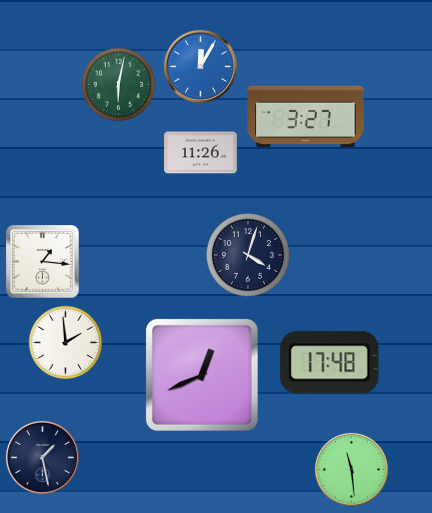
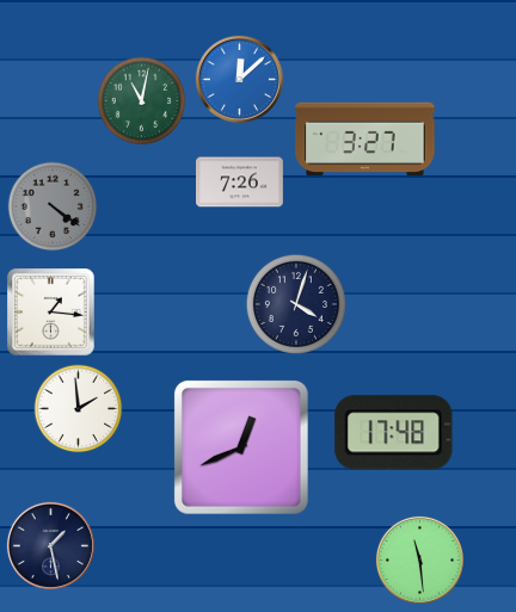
clock at (200, 66): 12:05 -> 12:08
clock at (119, 85): 6:02 -> 11:02
clock at (201, 153): 11:26 -> 7:26
clock at (53, 206): none -> 4:21
